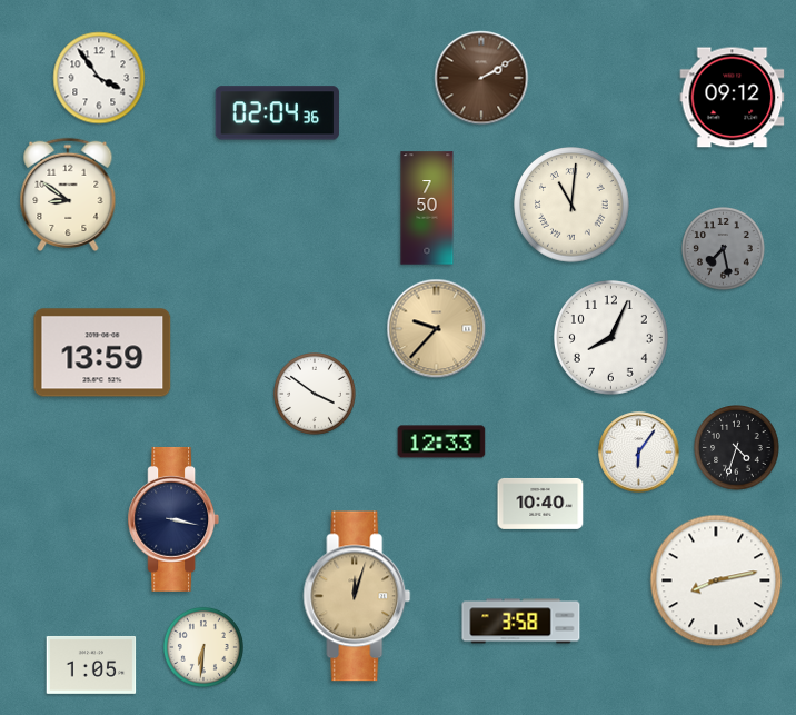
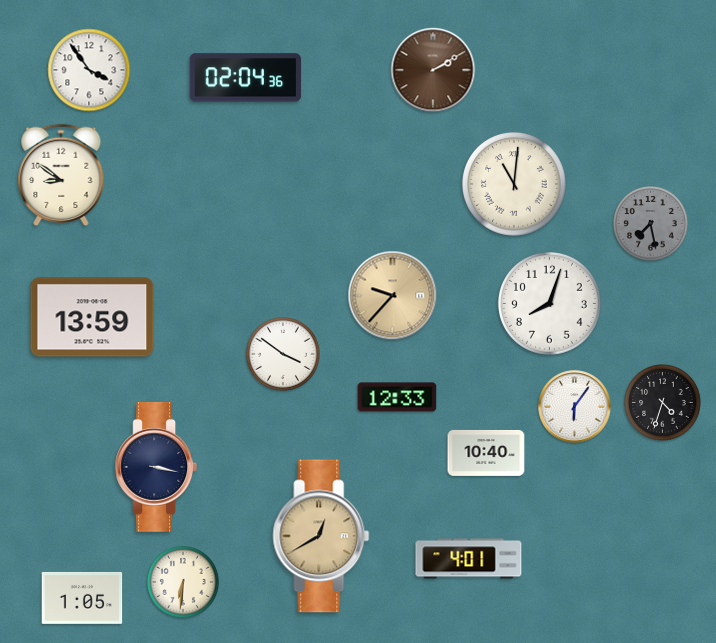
clock at (733, 98): 09:12 -> none
clock at (277, 113) position: (277, 113) -> (245, 78)
clock at (427, 208): 7:50 -> none
clock at (611, 338): 8:04 -> 8:03
clock at (716, 580): 8:13 -> none
clock at (357, 596): 12:03 -> 12:40
clock at (521, 622): 3:58 -> 4:01
